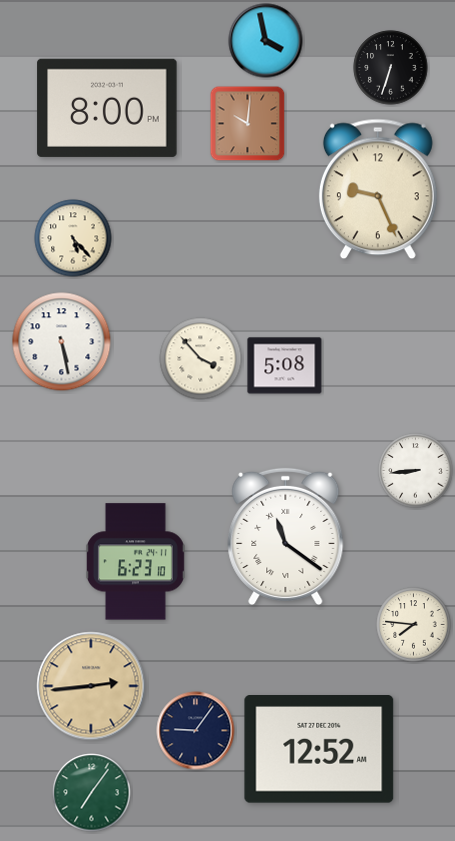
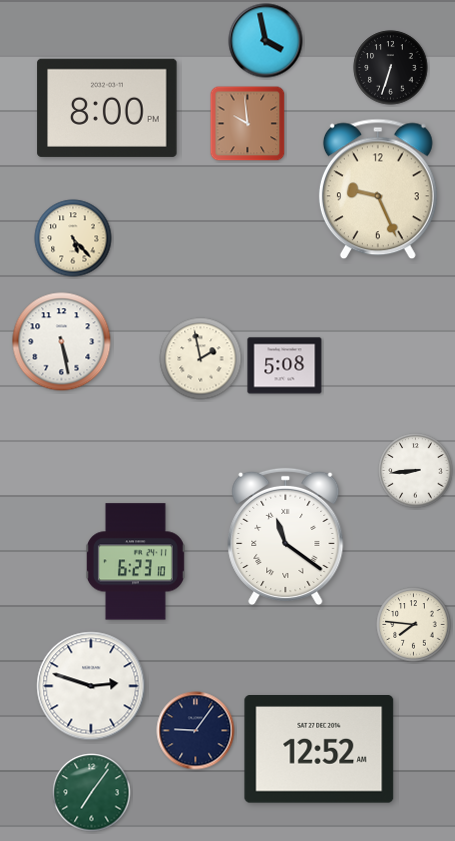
clock at (248, 124): 10:01 -> 9:59
clock at (201, 359): 3:53 -> 1:58
clock at (91, 686): 2:44 -> 2:48
clock at (91, 686) dial: champagne -> white
